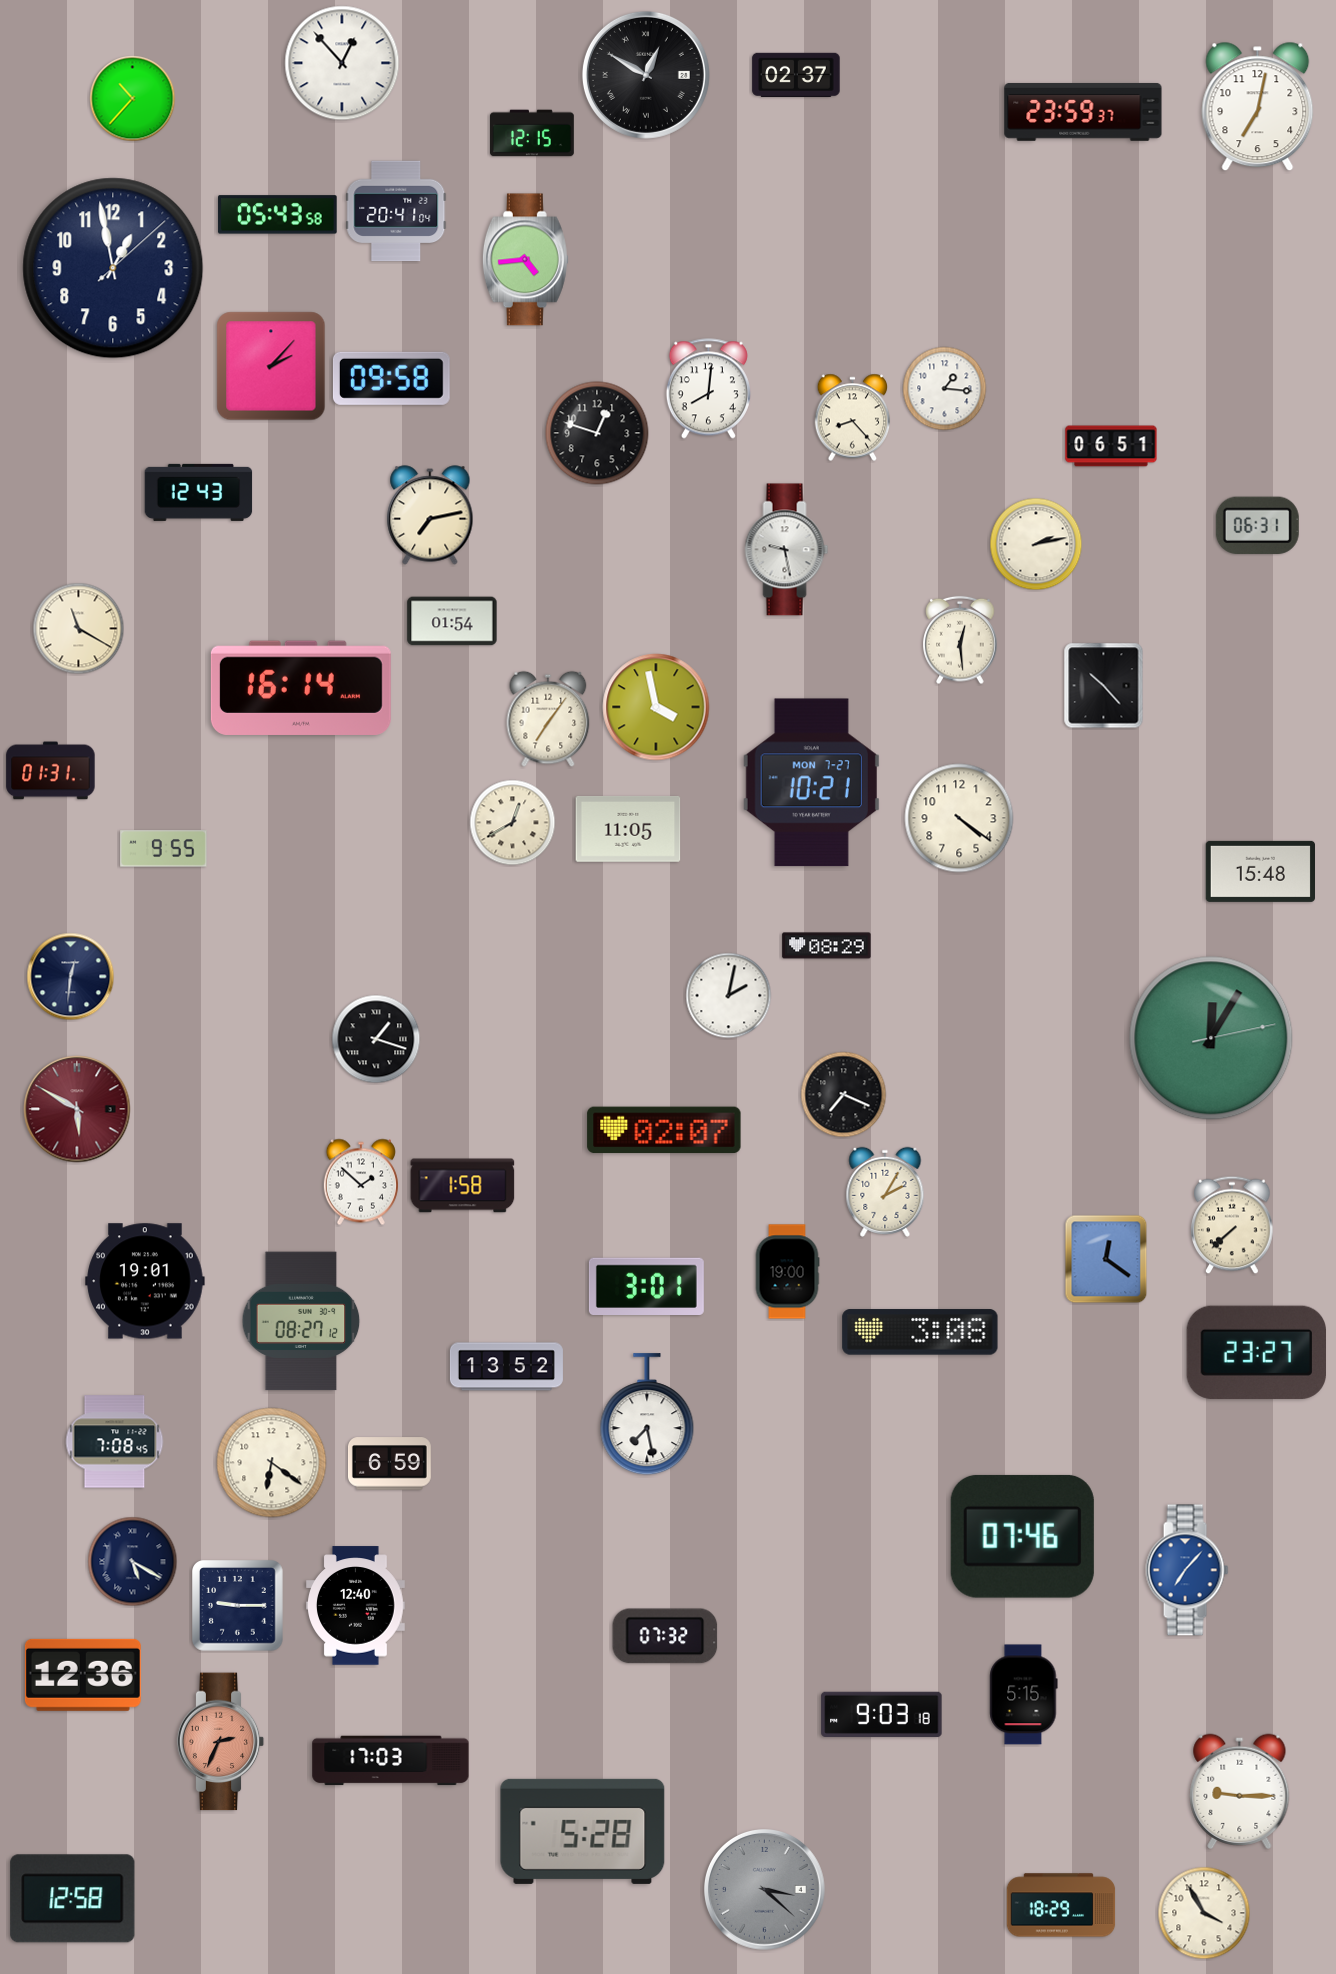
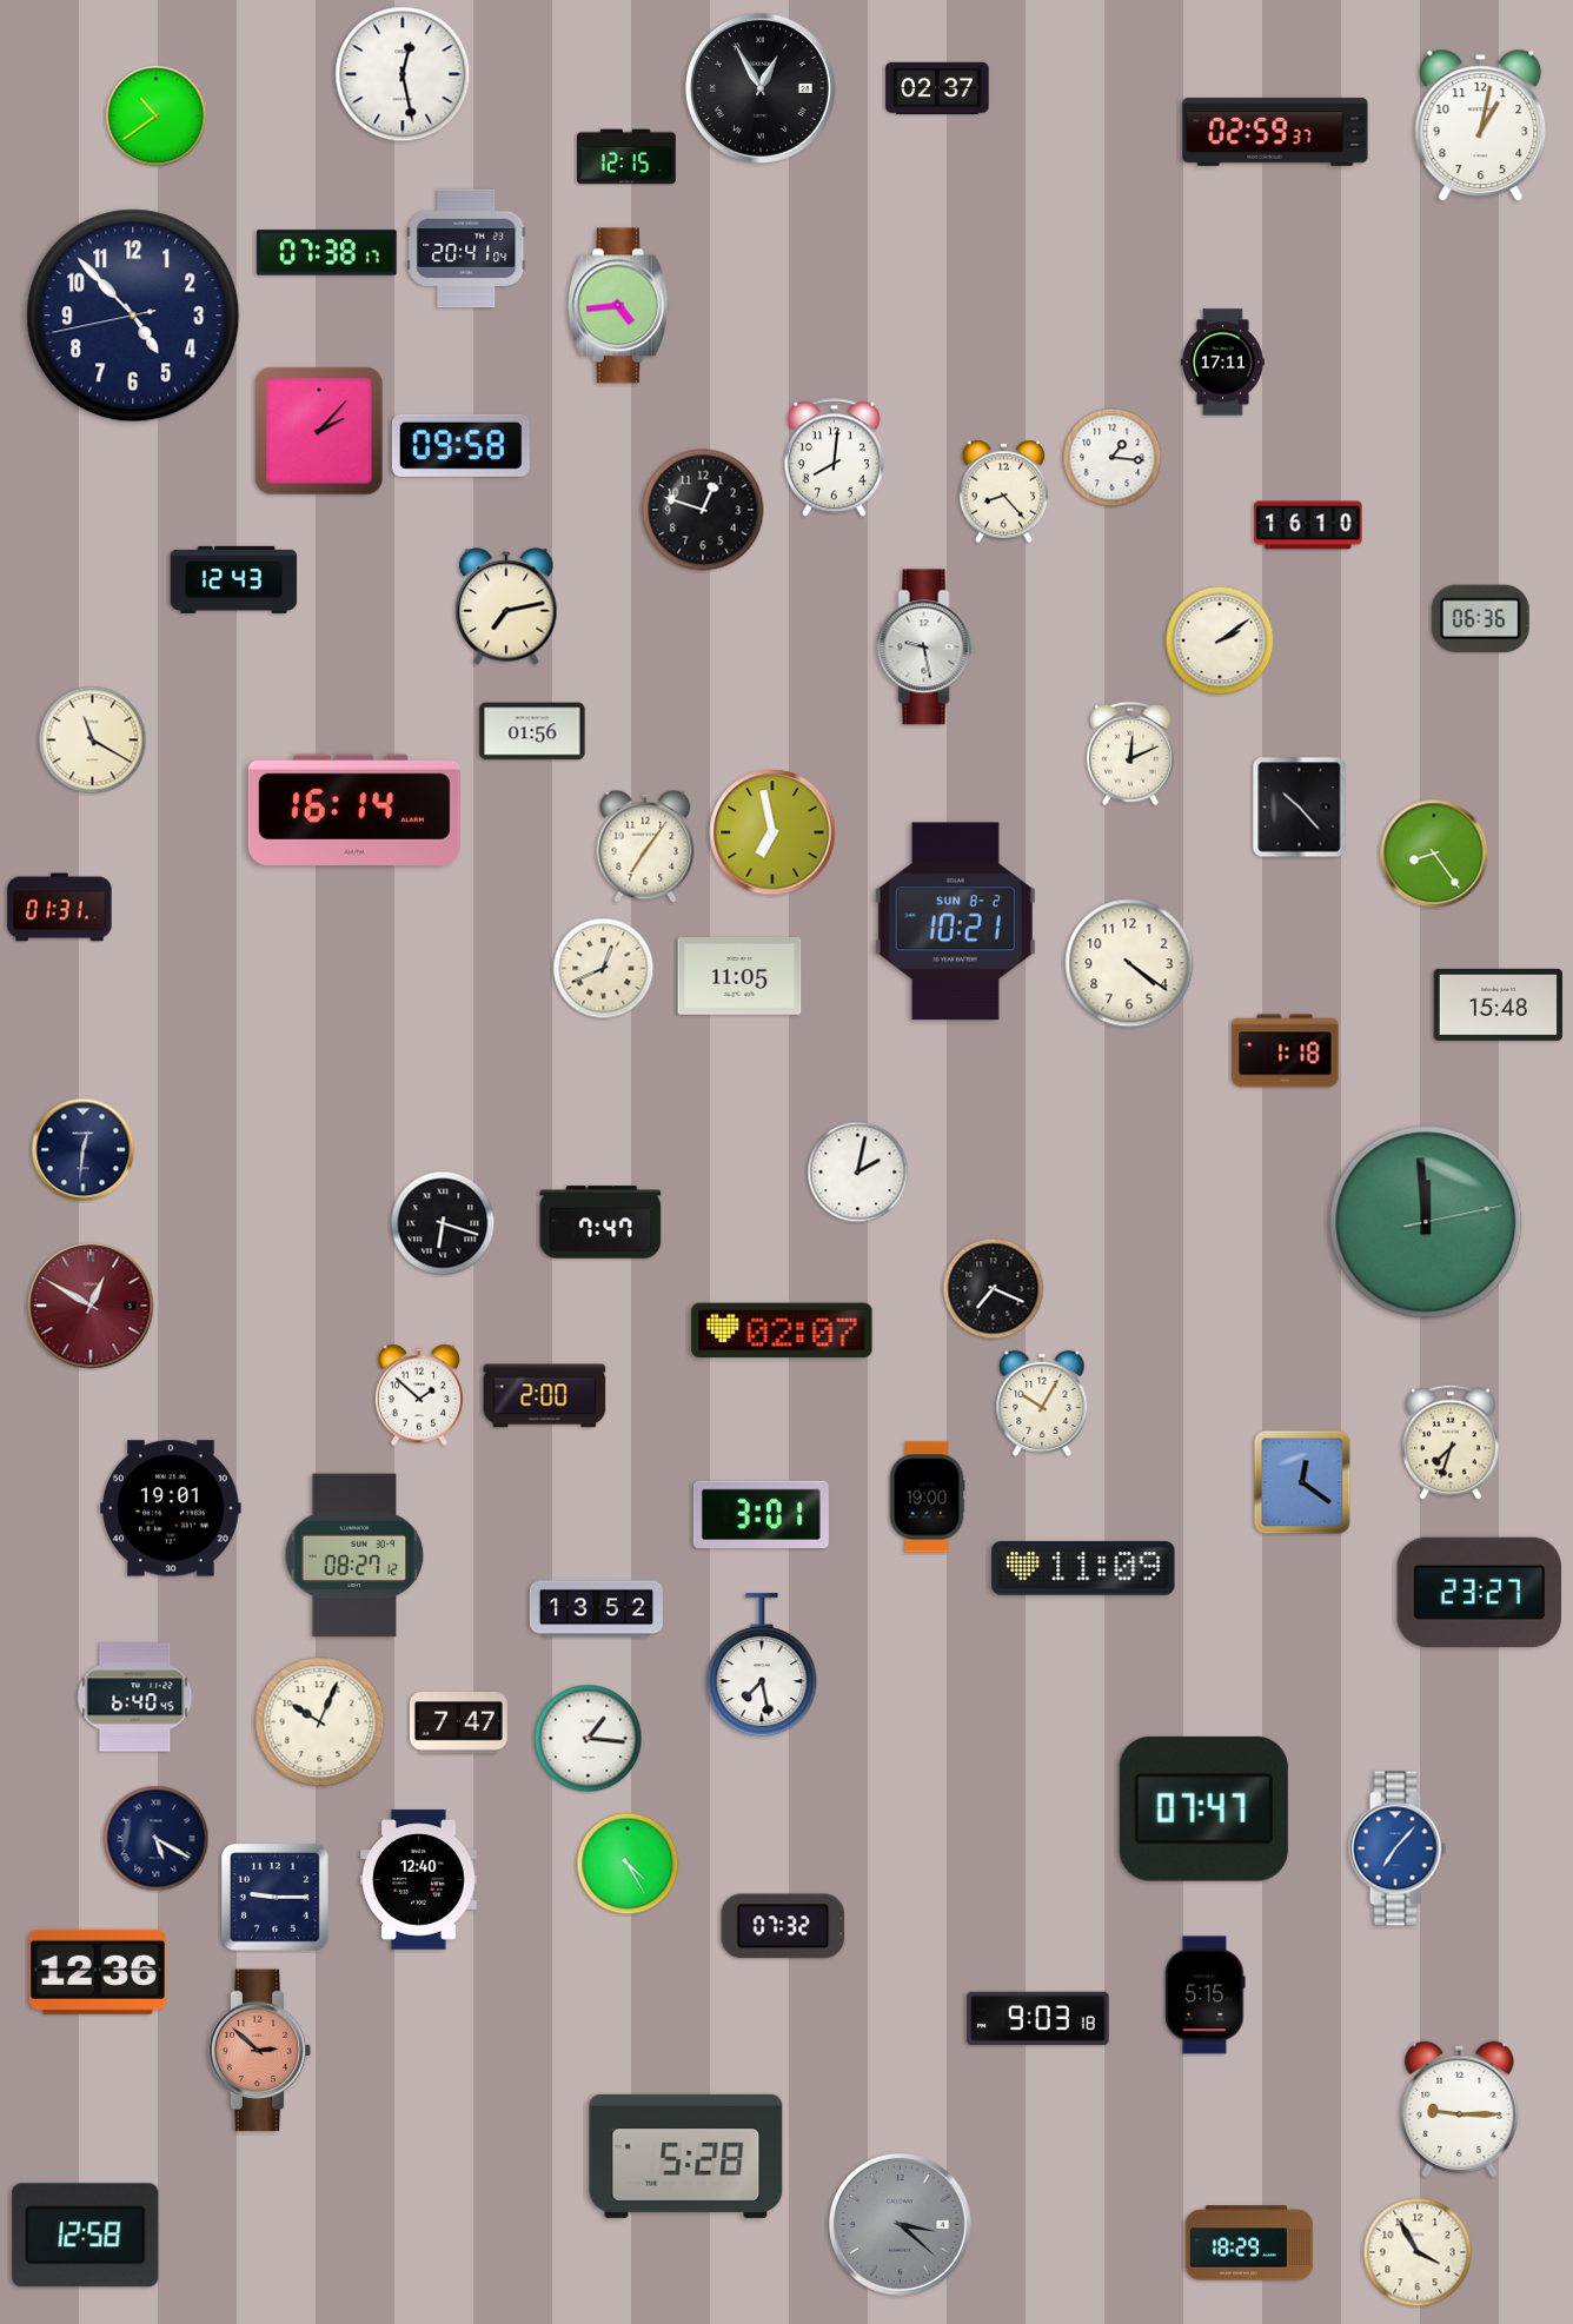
clock at (342, 63): 12:53 -> 12:28
clock at (646, 75): 12:50 -> 12:55
clock at (133, 99): 10:37 -> 10:39
clock at (1258, 107): 7:02 -> 1:02
clock at (1083, 112): 23:59 -> 02:59
clock at (278, 215): 05:43 -> 07:38
clock at (113, 268): 12:58 -> 4:52
clock at (1222, 363): none -> 17:11
clock at (1111, 446): 06:51 -> 16:10
clock at (1257, 525): 06:31 -> 06:36
clock at (1036, 544): 2:13 -> 2:09
clock at (452, 621): 01:54 -> 01:56
clock at (960, 640): 12:29 -> 12:11
clock at (656, 707): 3:58 -> 6:58
clock at (1434, 854): none -> 8:24
clock at (811, 783) date: MON 7-27 -> SUN 8-2
clock at (513, 823): 12:40 -> 12:41
clock at (164, 849): 9:55 -> none
clock at (1260, 871) position: (1260, 871) -> (1498, 1004)
clock at (1286, 1051): none -> 1:18
clock at (827, 946): 08:29 -> none
clock at (600, 1222): none -> 7:47
clock at (1211, 1038): 12:05 -> 11:59
clock at (376, 1039): 1:18 -> 6:18
clock at (77, 1109): 5:50 -> 12:50
clock at (361, 1182) position: (361, 1182) -> (419, 1395)
clock at (463, 1186): 1:58 -> 2:00
clock at (885, 1192): 2:05 -> 10:05
clock at (1232, 1225): 7:38 -> 7:33
clock at (920, 1332): 3:08 -> 11:09
clock at (115, 1442): 7:08 -> 6:40
clock at (272, 1463): 6:21 -> 10:04
clock at (389, 1464): 6:59 -> 7:47
clock at (589, 1739): none -> 1:16
clock at (1022, 1536): 07:46 -> 07:47
clock at (628, 1864): none -> 4:25
clock at (238, 1606) position: (238, 1606) -> (276, 1898)
clock at (356, 1606) position: (356, 1606) -> (419, 1880)
clock at (221, 1742): 2:34 -> 2:52
clock at (391, 1761): 17:03 -> none
